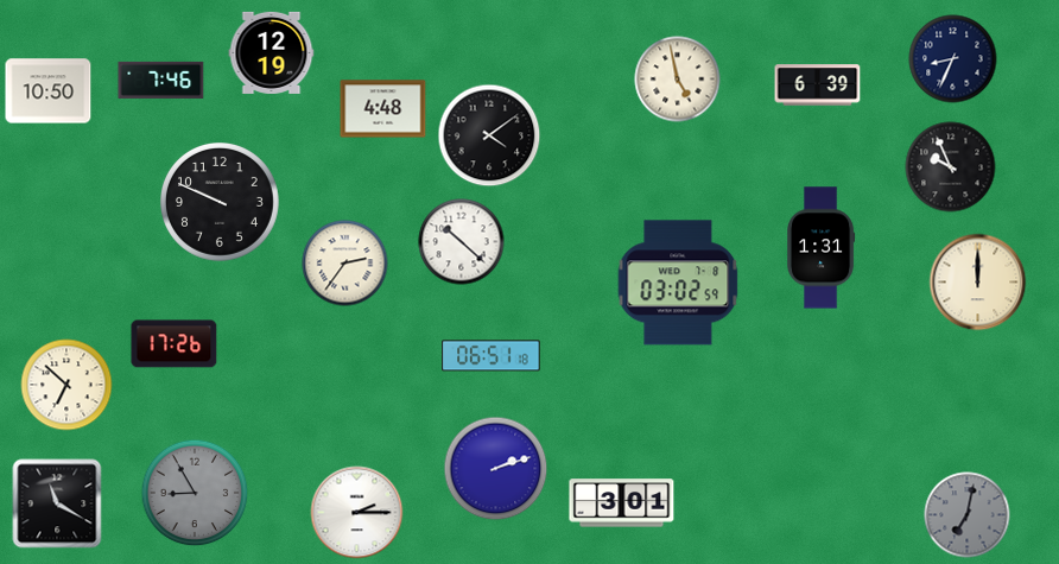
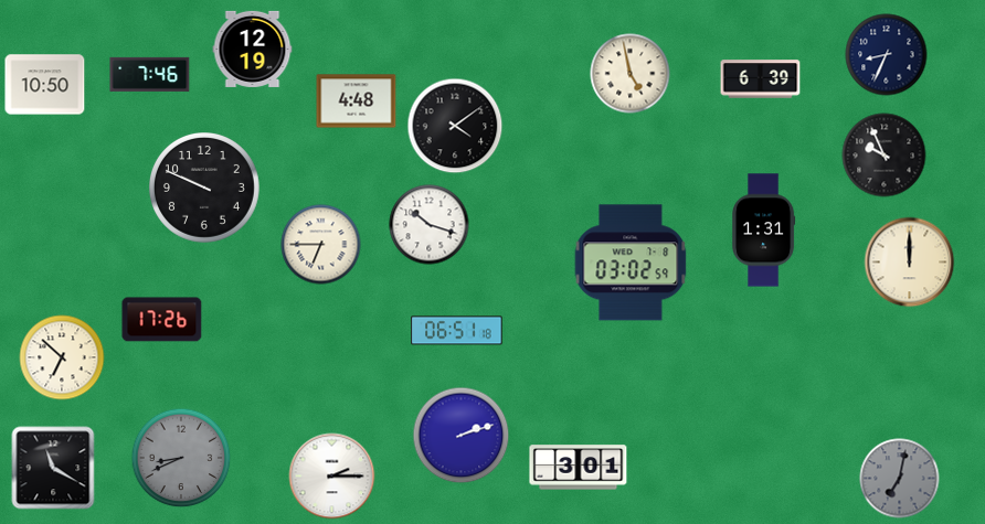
clock at (462, 242): 10:22 -> 10:18
clock at (345, 264): 2:36 -> 6:45
clock at (195, 493): 8:55 -> 8:41
